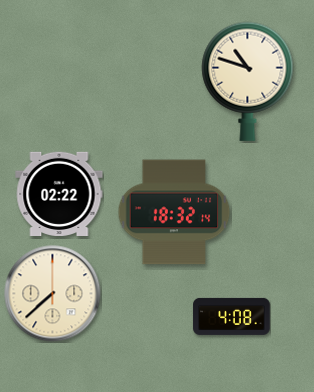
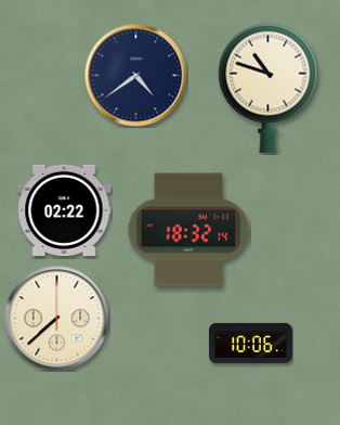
clock at (135, 75): none -> 4:39
clock at (232, 316): 4:08 -> 10:06
